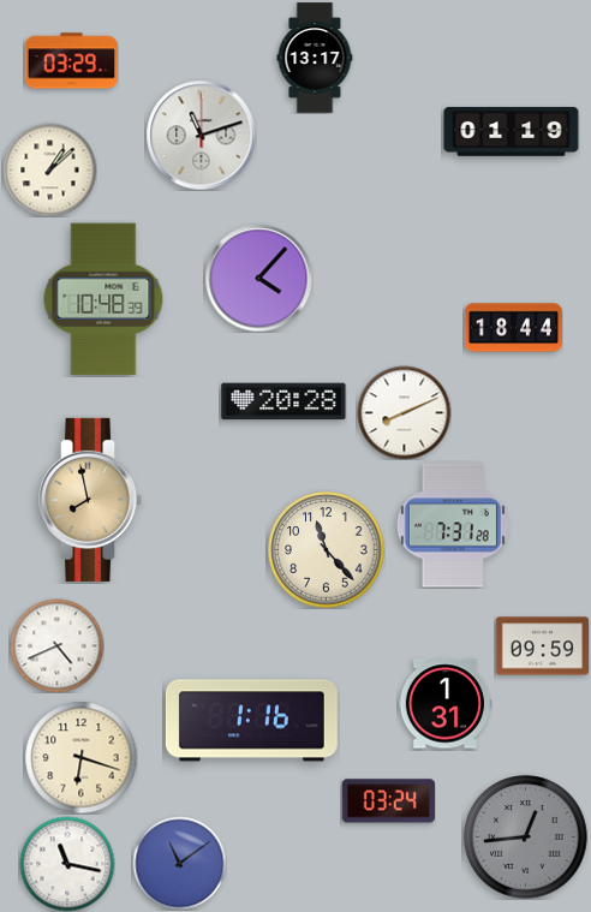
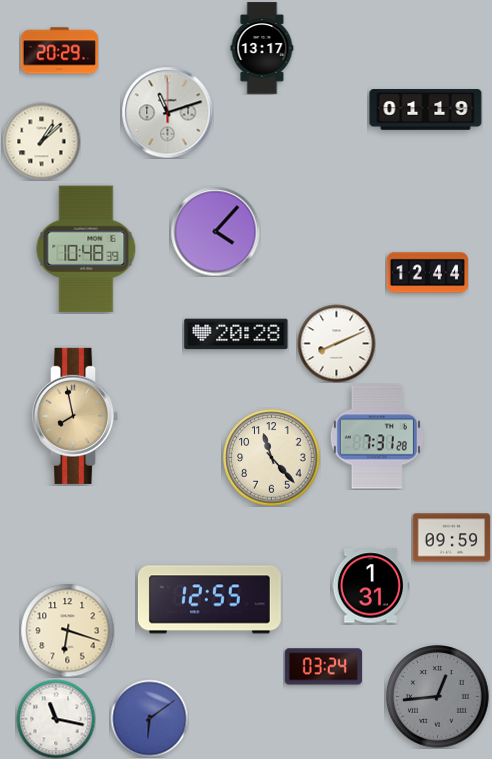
clock at (71, 61): 03:29 -> 20:29
clock at (513, 328): 18:44 -> 12:44
clock at (56, 645): 4:41 -> none
clock at (251, 721): 1:16 -> 12:55
clock at (179, 863): 11:09 -> 6:09
